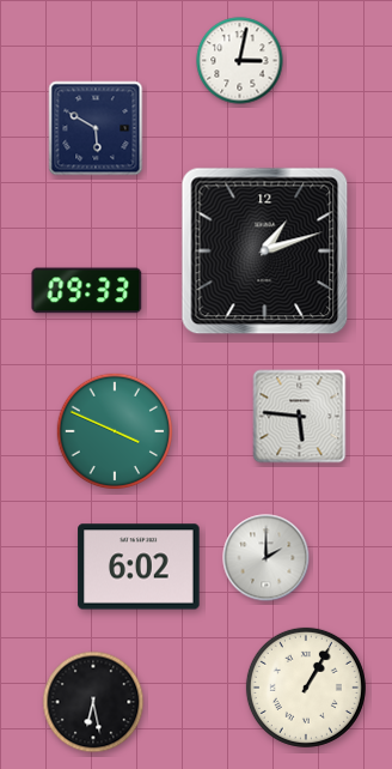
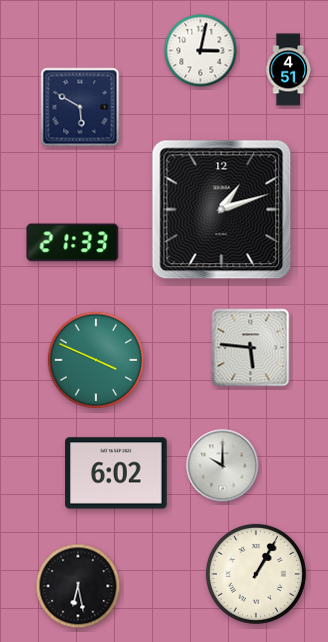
clock at (288, 70): none -> 4:51
clock at (87, 291): 09:33 -> 21:33
clock at (267, 558): 2:00 -> 10:00
